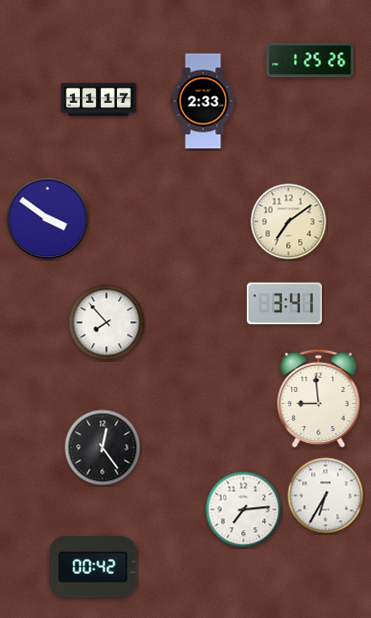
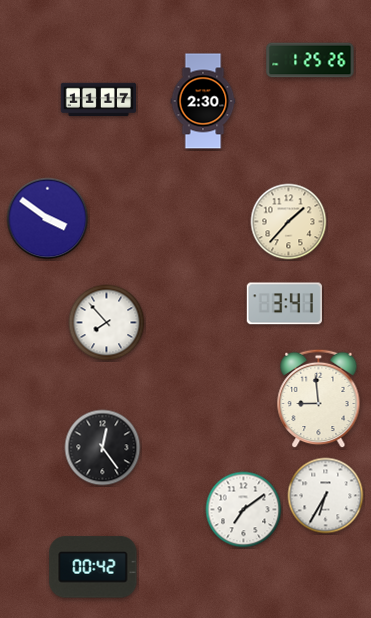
clock at (203, 101): 2:33 -> 2:30
clock at (289, 222): 7:09 -> 1:37
clock at (244, 510): 7:14 -> 7:09
